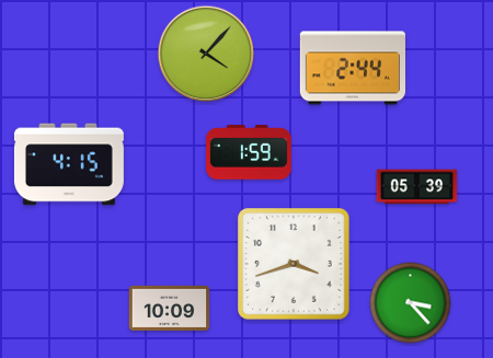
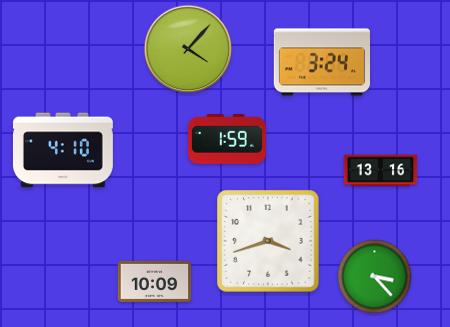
clock at (352, 68): 2:44 -> 3:24
clock at (69, 164): 4:15 -> 4:10
clock at (417, 187): 05:39 -> 13:16
